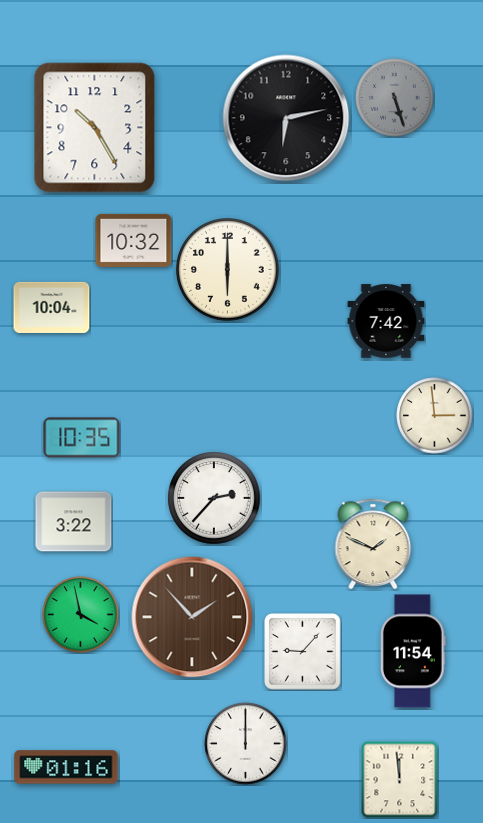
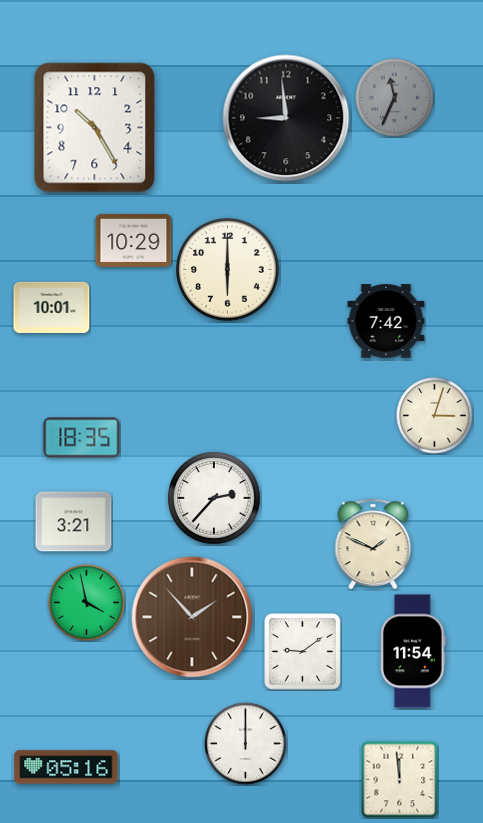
clock at (395, 98): 5:27 -> 11:34
clock at (286, 118): 6:13 -> 8:59
clock at (134, 240): 10:32 -> 10:29
clock at (52, 307): 10:04 -> 10:01
clock at (435, 416): 2:59 -> 3:03
clock at (82, 438): 10:35 -> 18:35
clock at (74, 522): 3:22 -> 3:21
clock at (81, 615) position: (81, 615) -> (87, 603)
clock at (303, 652): 9:07 -> 9:09
clock at (66, 767): 01:16 -> 05:16
